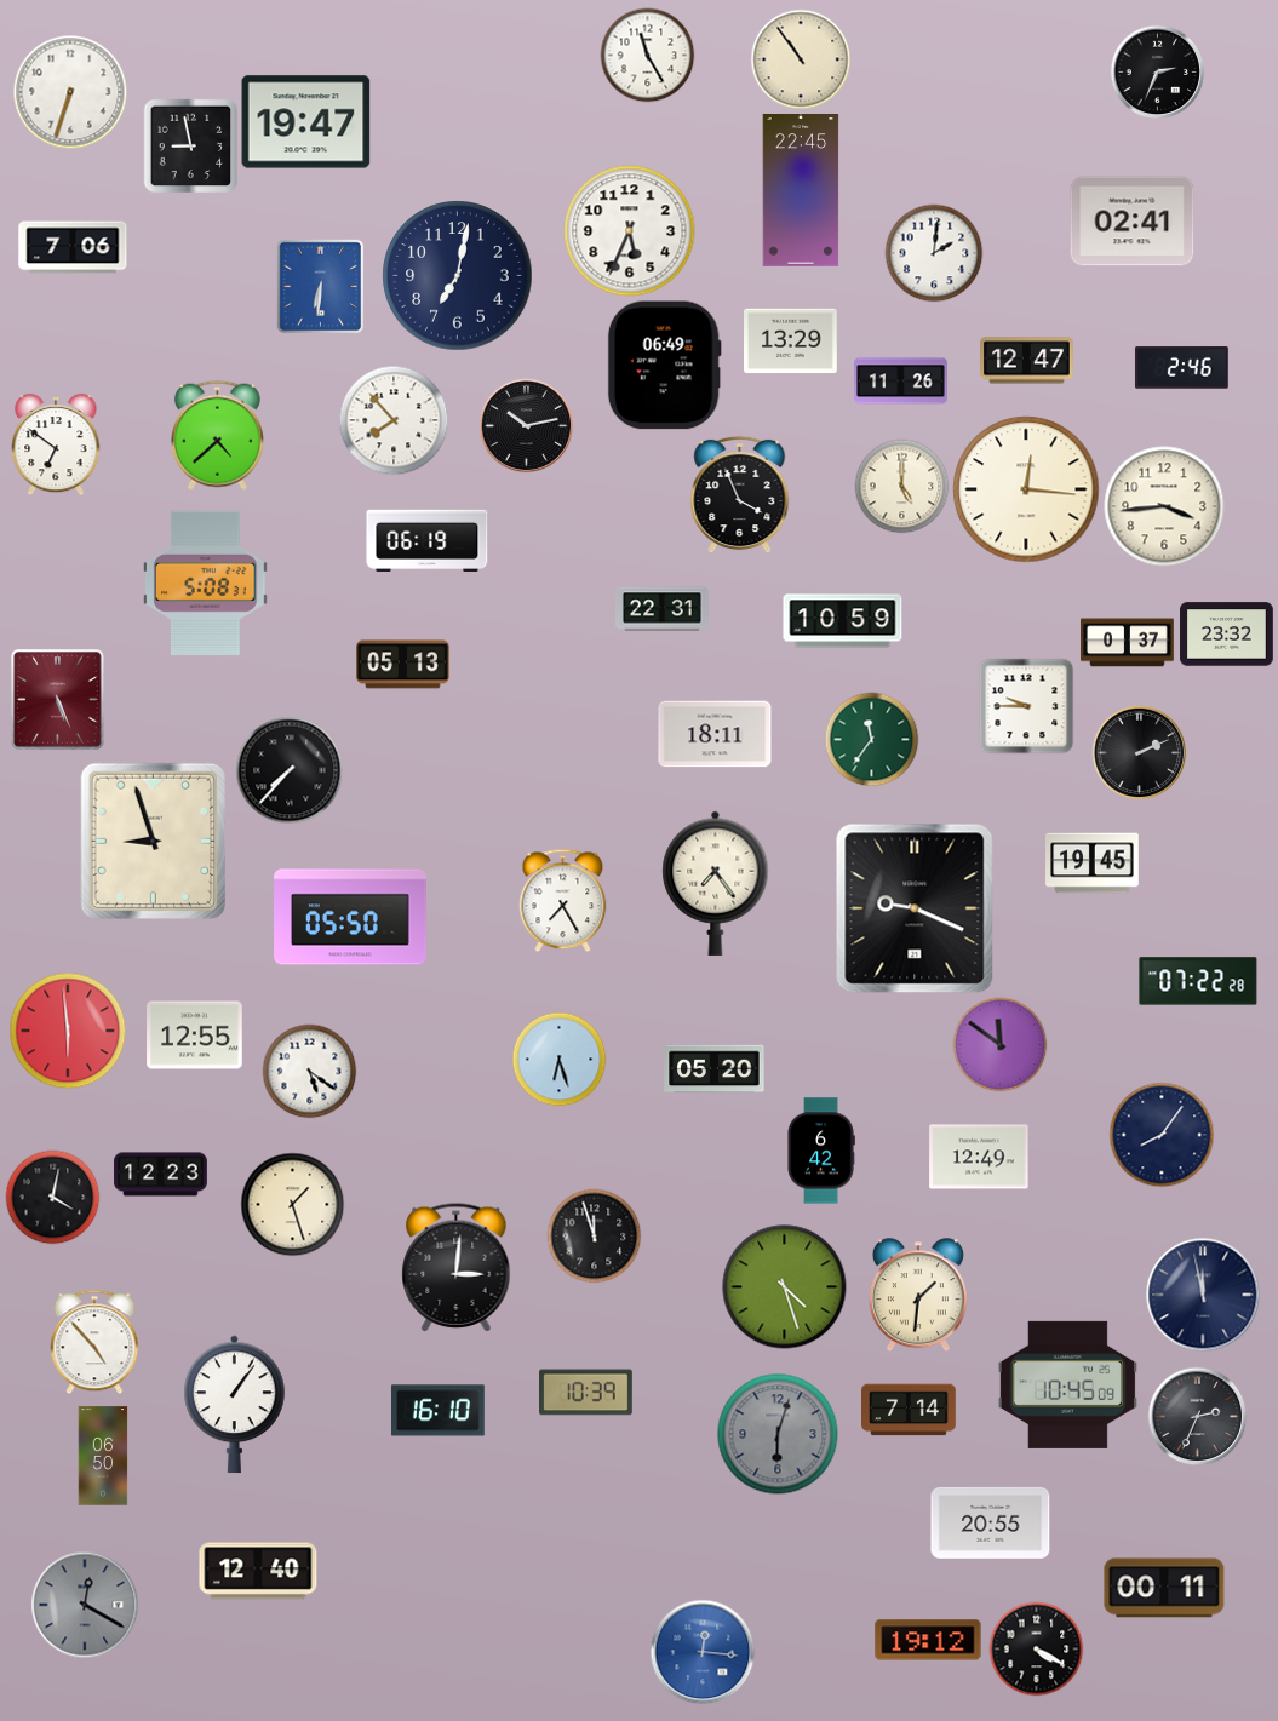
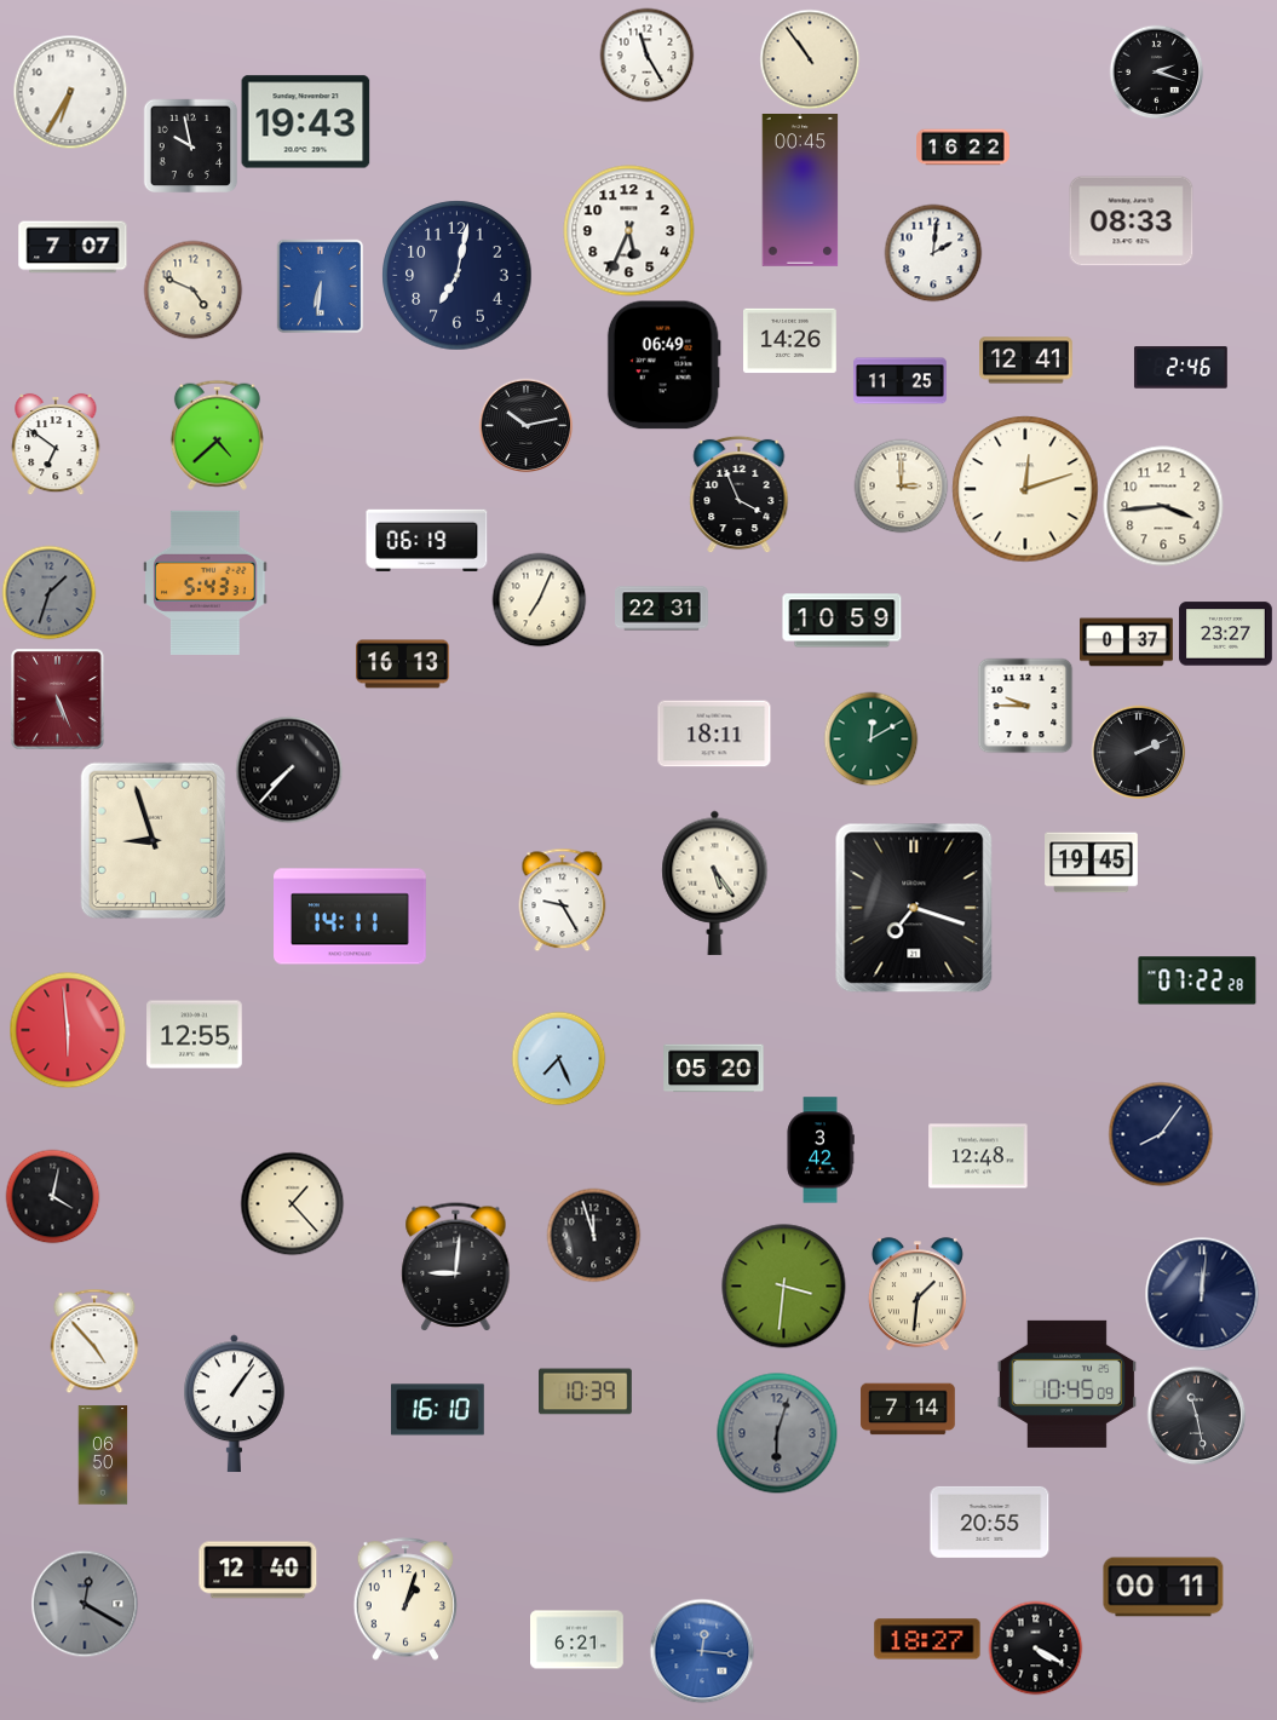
clock at (801, 59) position: (801, 59) -> (810, 59)
clock at (1157, 71): 2:34 -> 2:18
clock at (70, 92): 6:33 -> 6:35
clock at (306, 122): 19:47 -> 19:43
clock at (190, 145): 8:58 -> 9:58
clock at (963, 148): none -> 16:22
clock at (801, 191): 22:45 -> 00:45
clock at (1133, 222): 02:41 -> 08:33
clock at (73, 247): 7:06 -> 7:07
clock at (192, 289): none -> 4:49
clock at (791, 342): 13:29 -> 14:26
clock at (1027, 361): 12:47 -> 12:41
clock at (901, 382): 11:26 -> 11:25
clock at (394, 420): 7:53 -> none
clock at (901, 486): 5:00 -> 3:00
clock at (1026, 489): 12:16 -> 12:12
clock at (206, 583): 5:08 -> 5:43
clock at (48, 592): none -> 1:33
clock at (539, 599): none -> 7:04
clock at (1227, 635): 23:32 -> 23:27
clock at (403, 665): 05:13 -> 16:13
clock at (871, 739): 11:36 -> 12:10
clock at (716, 883): 7:24 -> 5:24
clock at (563, 900): 7:25 -> 9:25
clock at (915, 908): 9:19 -> 7:18
clock at (350, 917): 05:50 -> 14:11
clock at (999, 1044): 11:51 -> none
clock at (558, 1059): 6:27 -> 7:26
clock at (309, 1071): 5:21 -> none
clock at (821, 1151): 6:42 -> 3:42
clock at (979, 1157): 12:49 -> 12:48
clock at (161, 1175): 12:23 -> none
clock at (292, 1204): 1:27 -> 1:23
clock at (457, 1268): 3:01 -> 9:01
clock at (785, 1287): 4:27 -> 3:31
clock at (1203, 1295): 11:58 -> 12:01
clock at (1197, 1416): 2:34 -> 11:28
clock at (404, 1599): none -> 1:03
clock at (928, 1640): 19:12 -> 18:27
clock at (577, 1640): none -> 6:21
